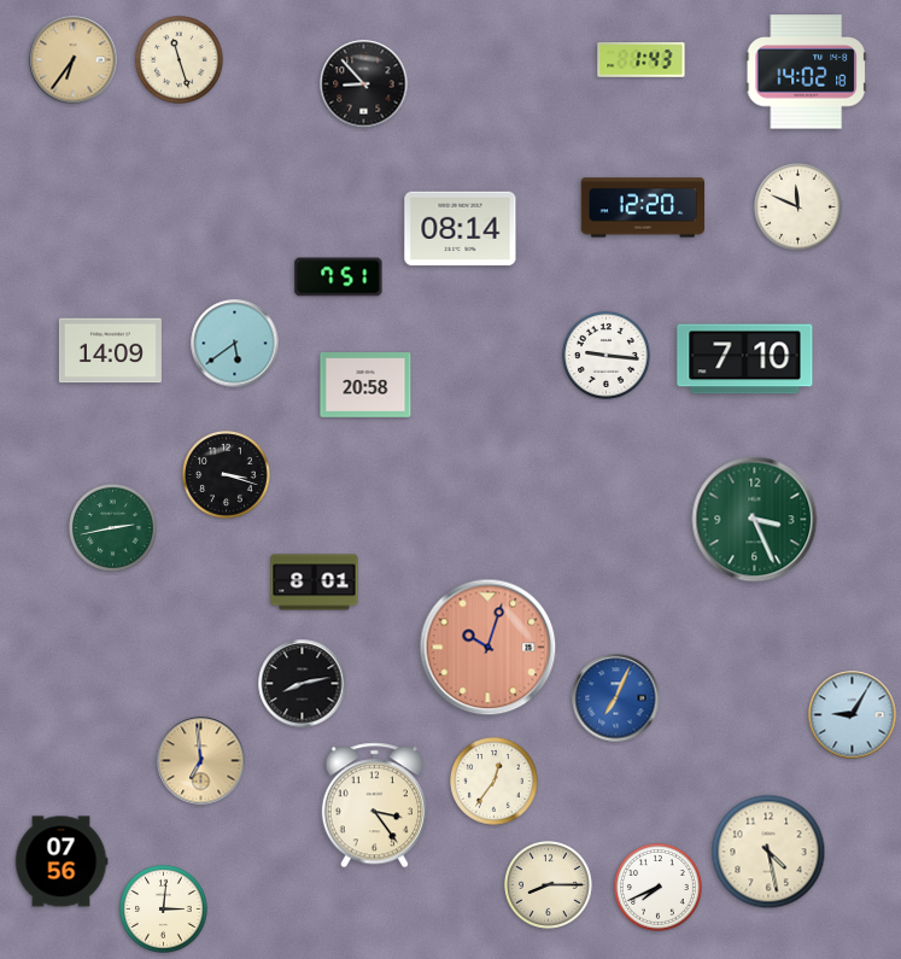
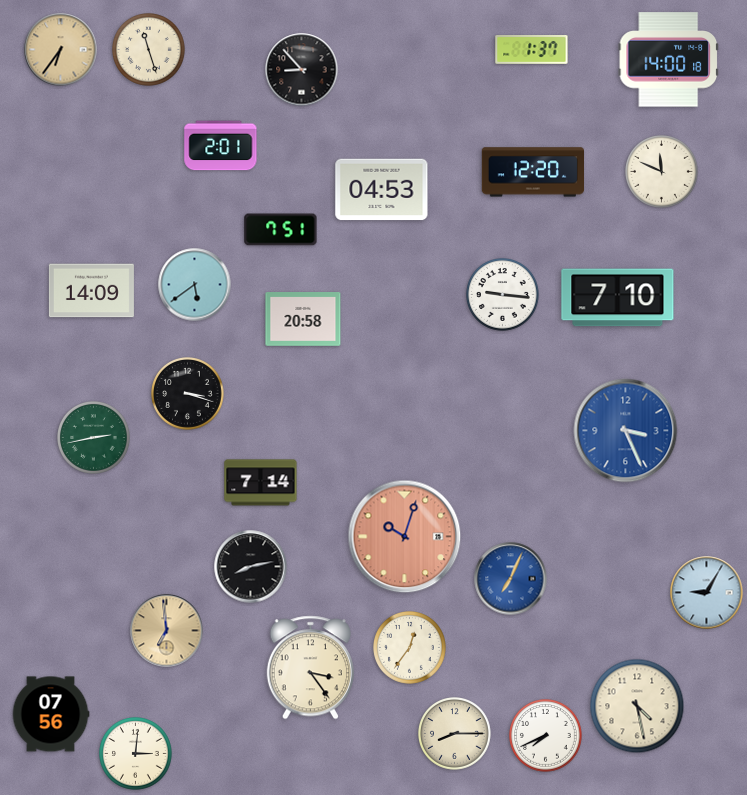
clock at (642, 60): 1:43 -> 1:37
clock at (806, 72): 14:02 -> 14:00
clock at (221, 146): none -> 2:01
clock at (461, 229): 08:14 -> 04:53
clock at (755, 520) dial: green -> blue
clock at (315, 583): 8:01 -> 7:14
